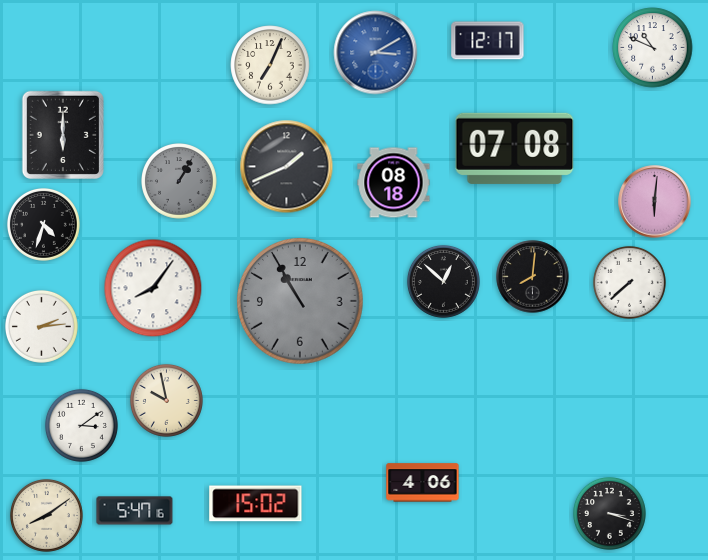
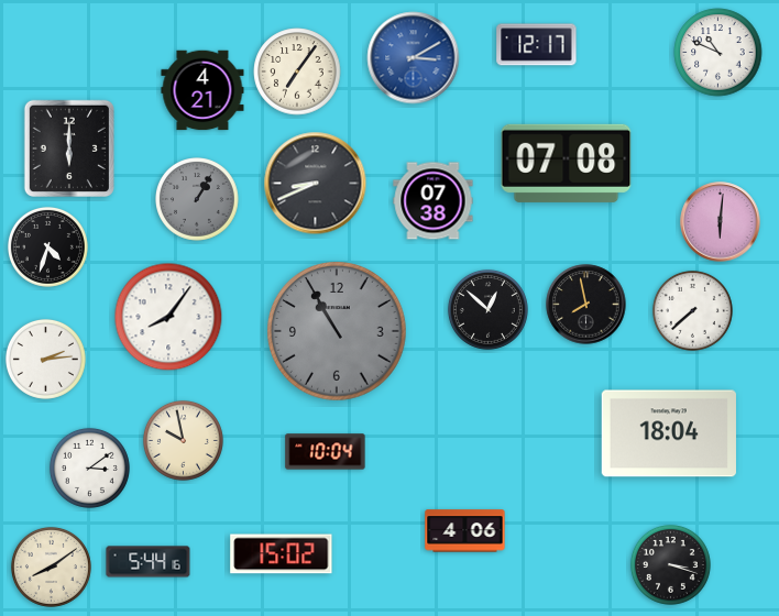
clock at (270, 65): 7:04 -> 7:06
clock at (202, 90): none -> 4:21
clock at (287, 167): 1:41 -> 8:41
clock at (394, 183): 08:18 -> 07:38
clock at (533, 277): 8:01 -> 7:58
clock at (300, 301) position: (300, 301) -> (337, 331)
clock at (669, 433): none -> 18:04
clock at (326, 452): none -> 10:04
clock at (135, 511): 5:47 -> 5:44
